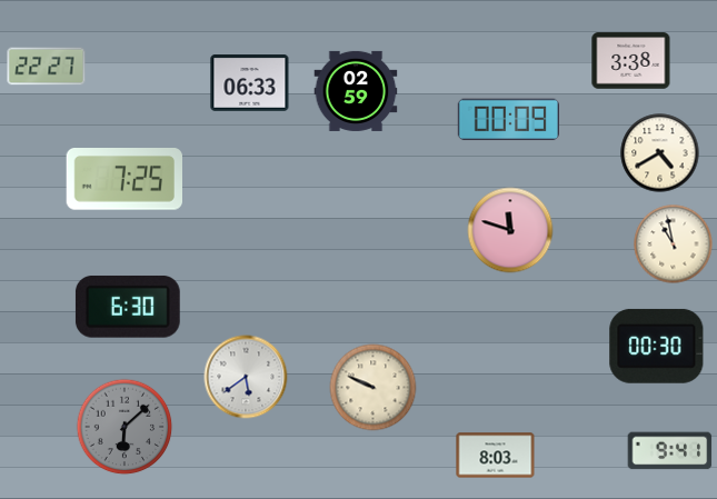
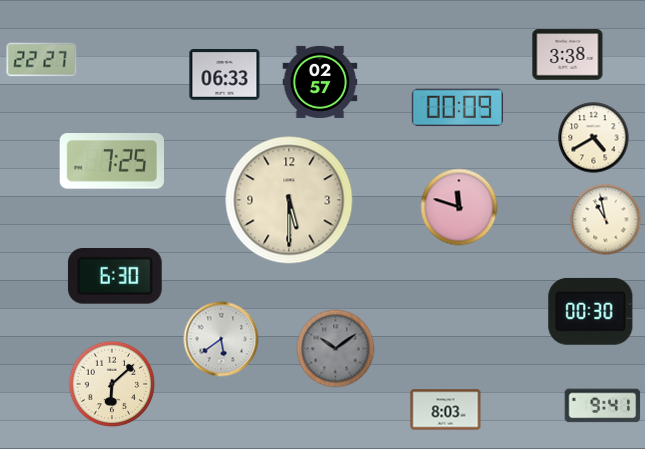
clock at (356, 91): 02:59 -> 02:57
clock at (289, 200): none -> 5:30
clock at (374, 388): 9:49 -> 10:09
clock at (374, 388) dial: cream -> grey
clock at (125, 427) dial: grey -> cream
